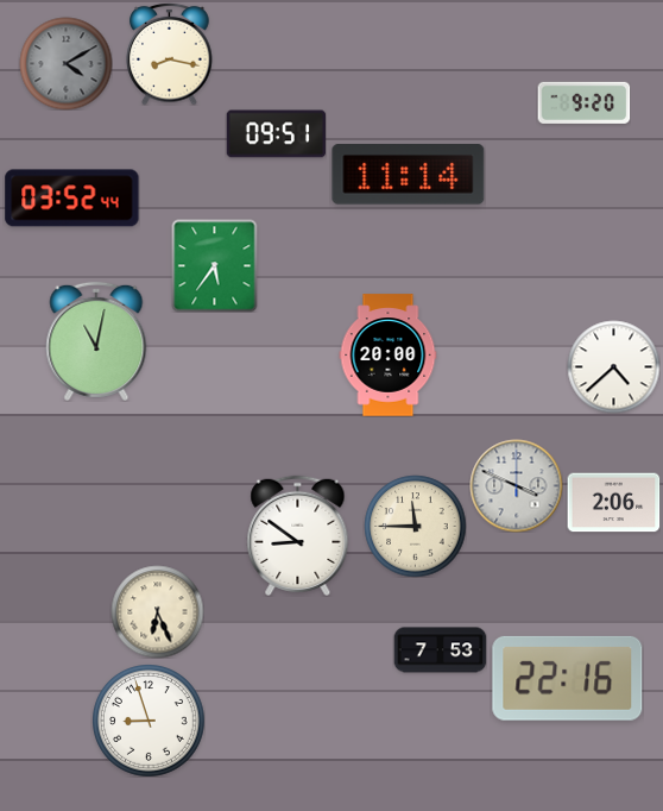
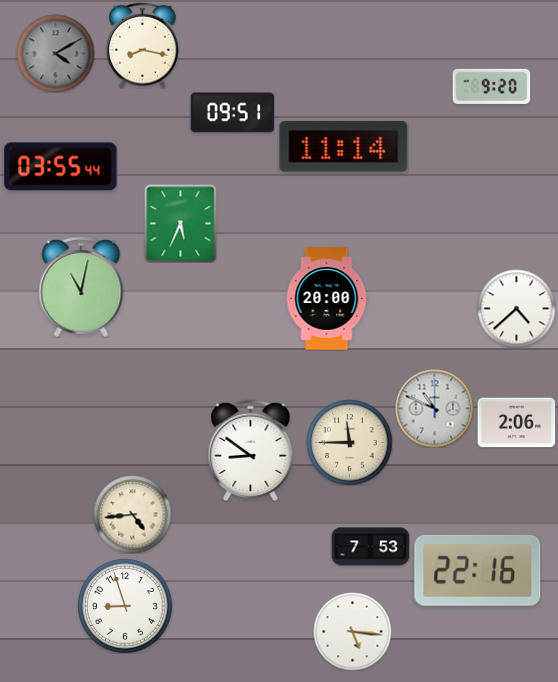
clock at (72, 199): 03:52 -> 03:55
clock at (215, 265): 5:36 -> 5:34
clock at (516, 485): 3:49 -> 10:49
clock at (157, 611): 6:26 -> 4:44
clock at (352, 631): none -> 5:16
